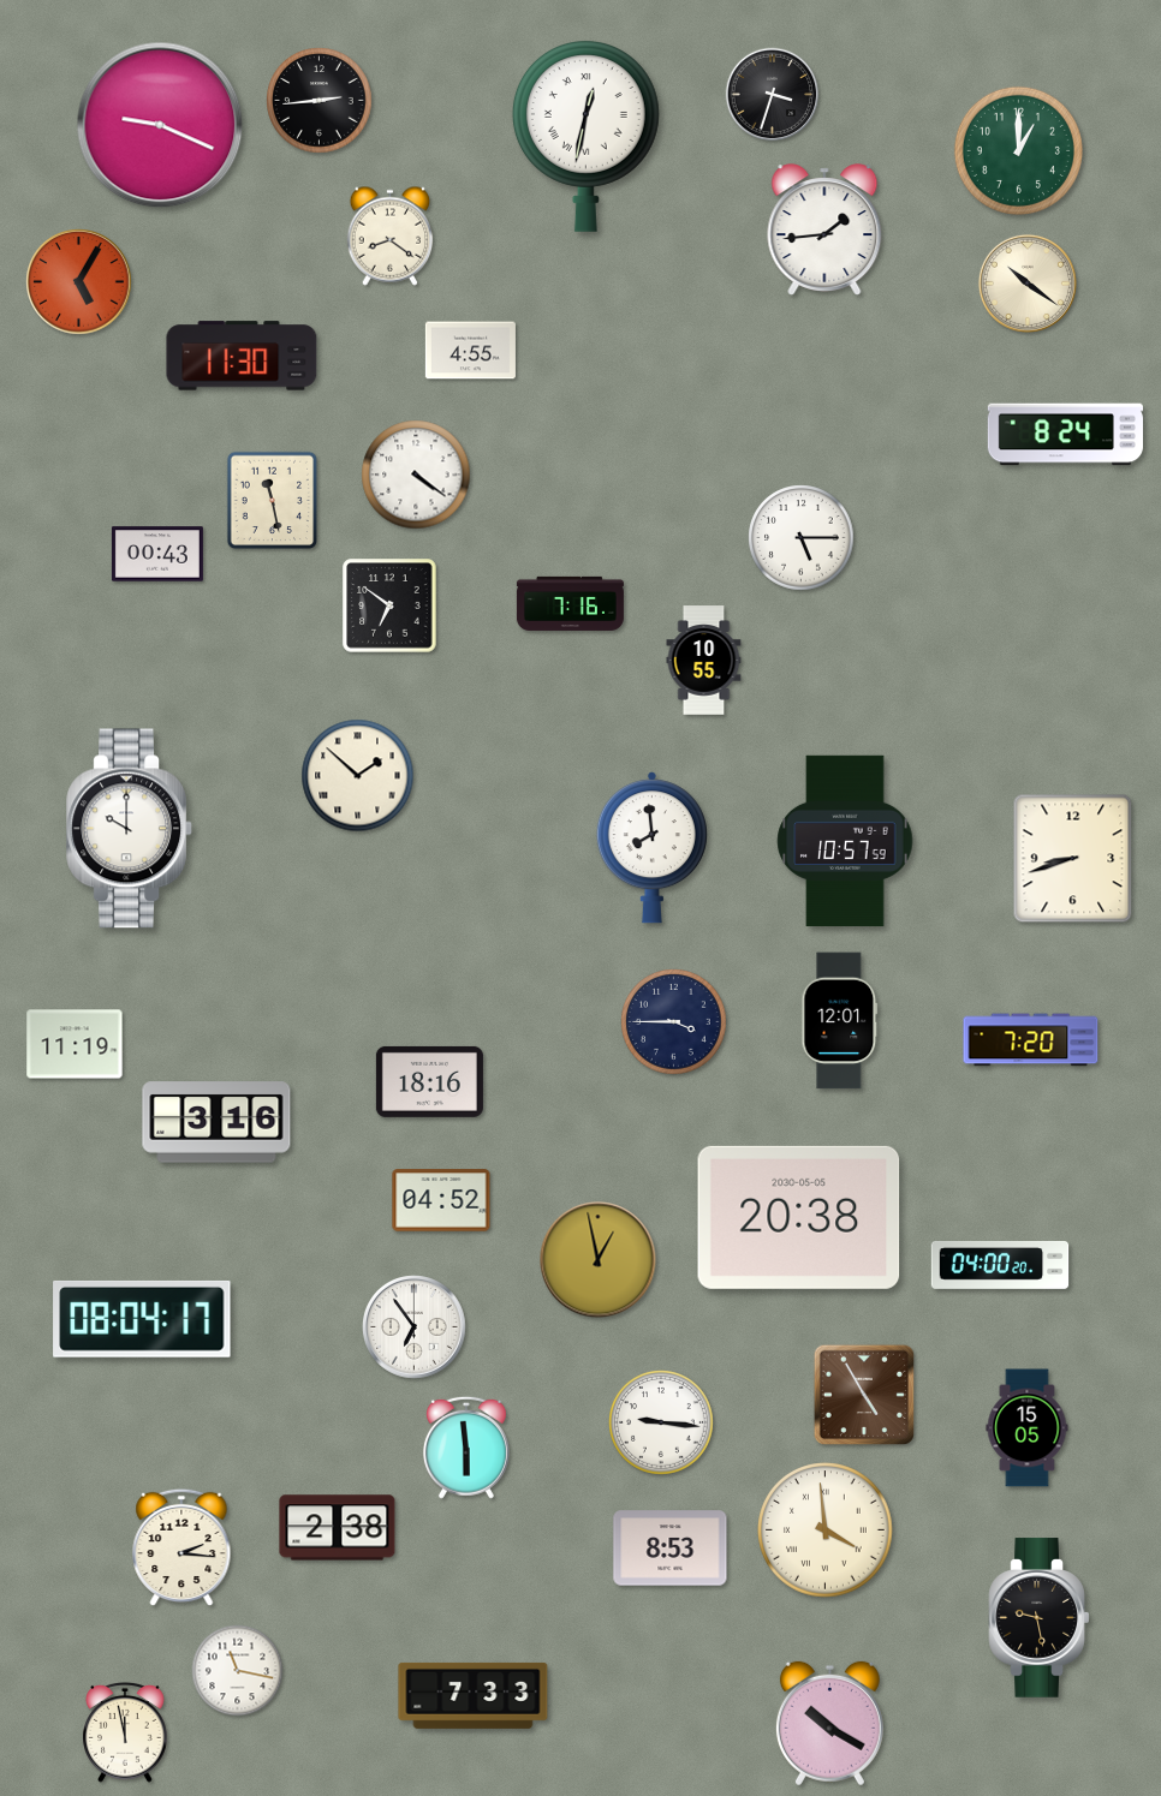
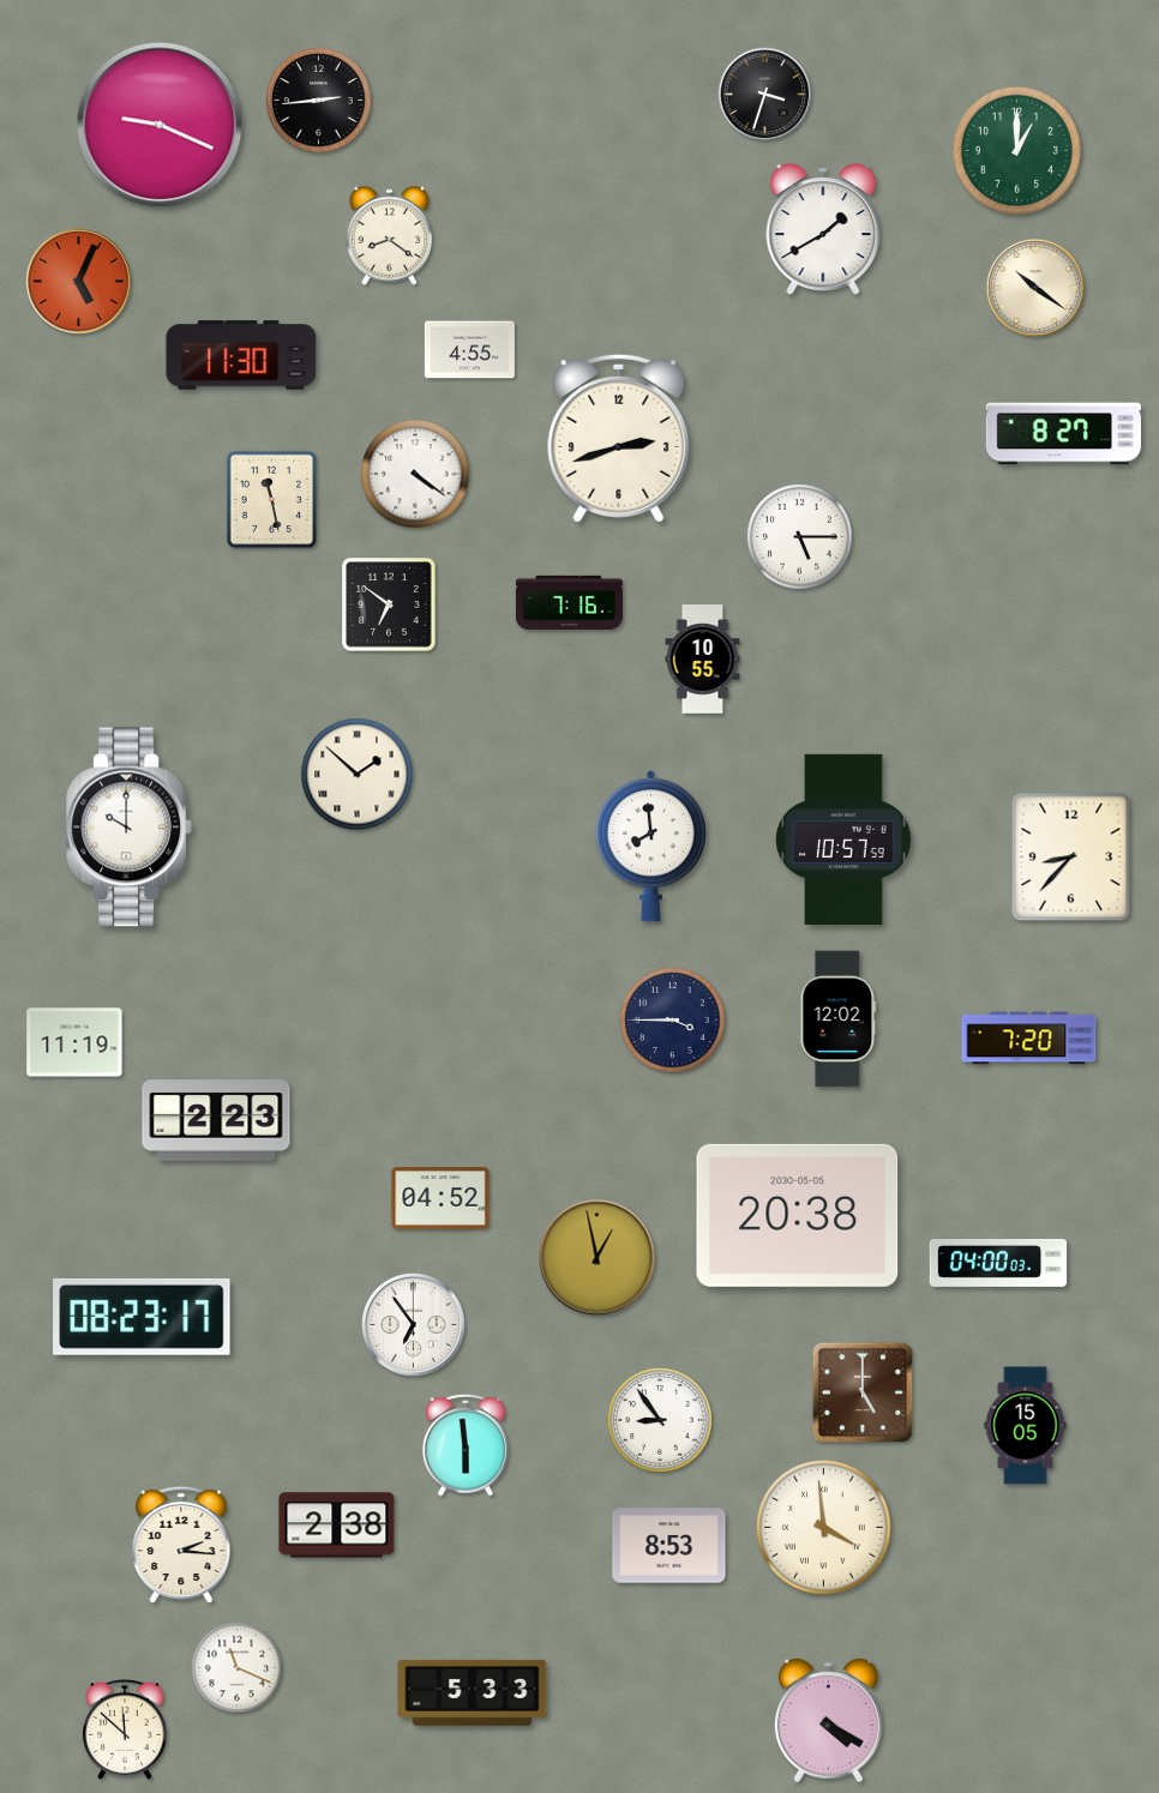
clock at (773, 95) position: (773, 95) -> (765, 95)
clock at (585, 137): 12:32 -> none
clock at (824, 229): 1:44 -> 1:40
clock at (79, 282): 5:05 -> 5:04
clock at (1028, 284) position: (1028, 284) -> (1035, 288)
clock at (1065, 435): 8:24 -> 8:27
clock at (619, 438): none -> 2:42
clock at (157, 554): 00:43 -> none
clock at (1073, 859): 8:42 -> 8:37
clock at (840, 1021): 12:01 -> 12:02
clock at (429, 1081): 18:16 -> none
clock at (216, 1122): 3:16 -> 2:23
clock at (1000, 1266): 04:00:20 -> 04:00:03
clock at (142, 1319): 08:04 -> 08:23
clock at (863, 1394): 4:55 -> 5:00
clock at (661, 1422): 9:16 -> 8:54
clock at (1040, 1618): 9:28 -> none
clock at (238, 1671): 11:17 -> 11:19
clock at (474, 1695): 7:33 -> 5:33
clock at (829, 1724): 10:20 -> 4:20
clock at (125, 1734): 11:58 -> 11:52
